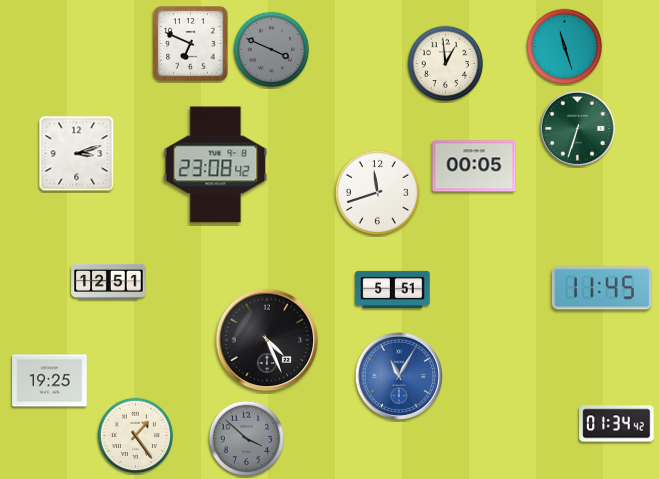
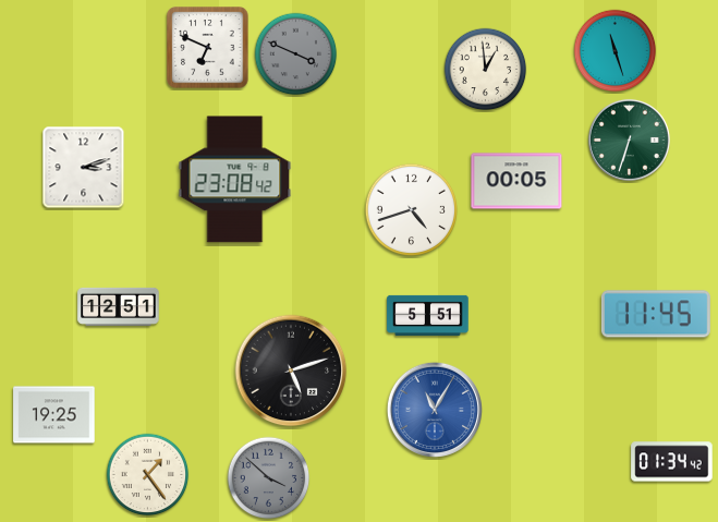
clock at (378, 193): 11:42 -> 4:42
clock at (267, 340): 4:26 -> 5:12
